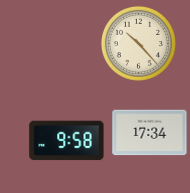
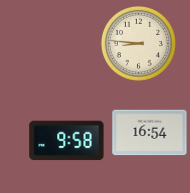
clock at (138, 43): 10:23 -> 8:46
clock at (150, 133): 17:34 -> 16:54
